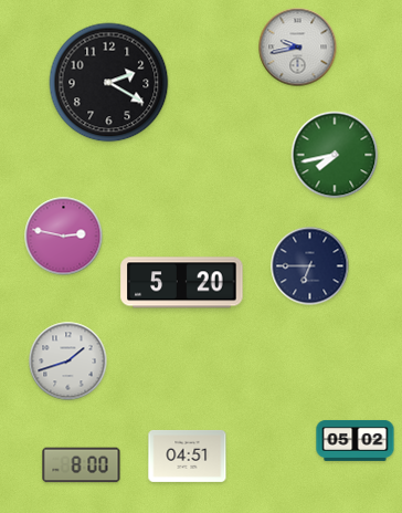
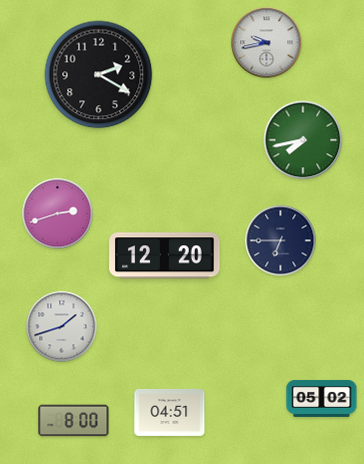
clock at (298, 48) position: (298, 48) -> (267, 43)
clock at (64, 237): 2:47 -> 2:42
clock at (182, 283): 5:20 -> 12:20
